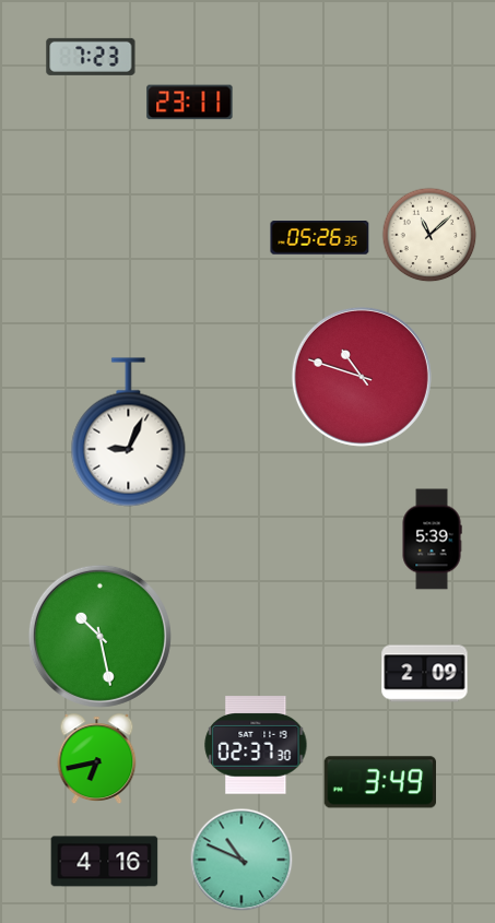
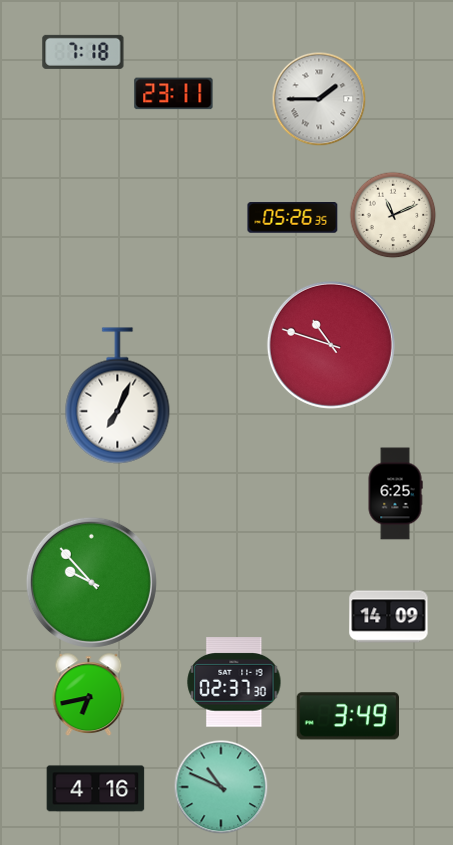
clock at (91, 57): 7:23 -> 7:18
clock at (319, 99): none -> 1:45
clock at (429, 235): 11:08 -> 11:11
clock at (129, 433): 9:04 -> 7:04
clock at (432, 540): 5:39 -> 6:25
clock at (99, 636): 10:28 -> 9:53
clock at (425, 674): 2:09 -> 14:09
